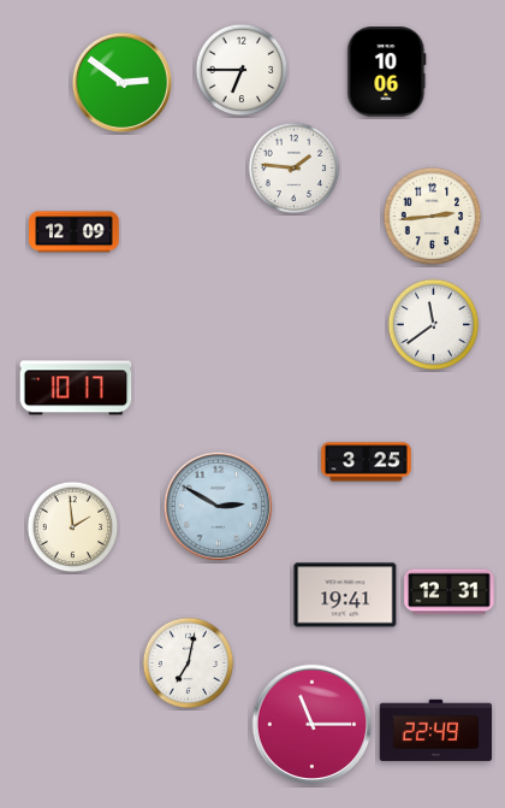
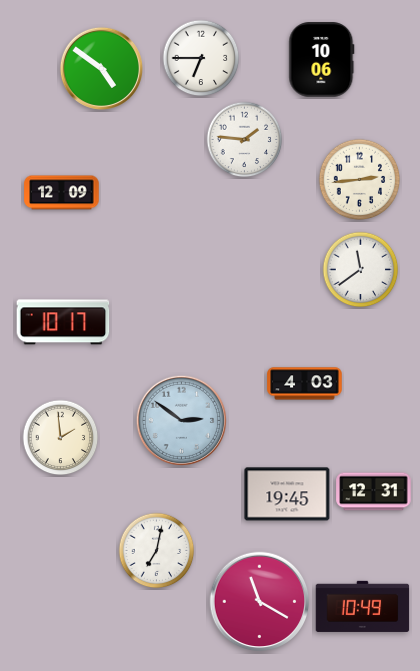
clock at (121, 82): 2:51 -> 4:51
clock at (367, 462): 3:25 -> 4:03
clock at (218, 506): 2:50 -> 2:51
clock at (345, 595): 19:41 -> 19:45
clock at (313, 725): 11:15 -> 11:20
clock at (436, 730): 22:49 -> 10:49
